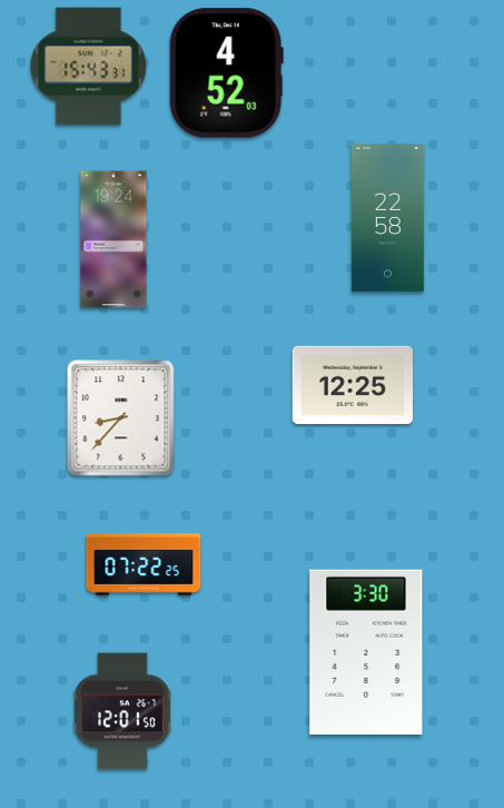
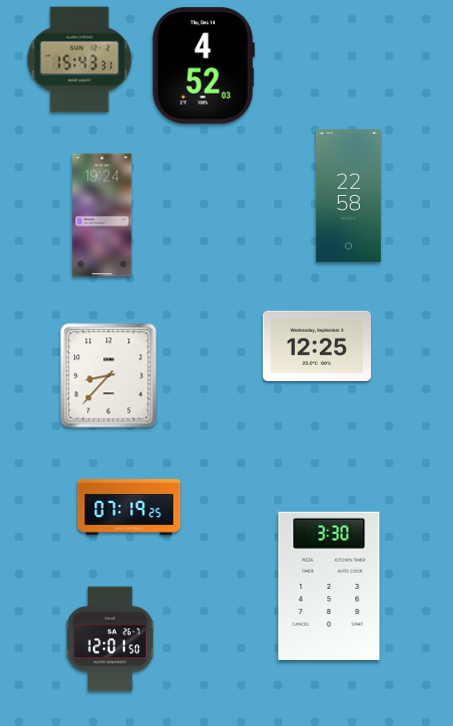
clock at (144, 564): 07:22 -> 07:19
